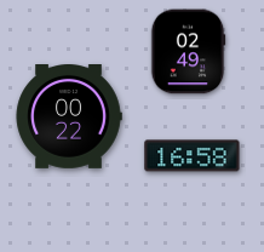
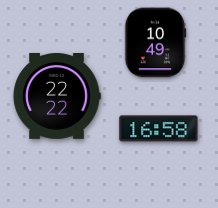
clock at (188, 52): 02:49 -> 10:49
clock at (69, 118): 00:22 -> 22:22
